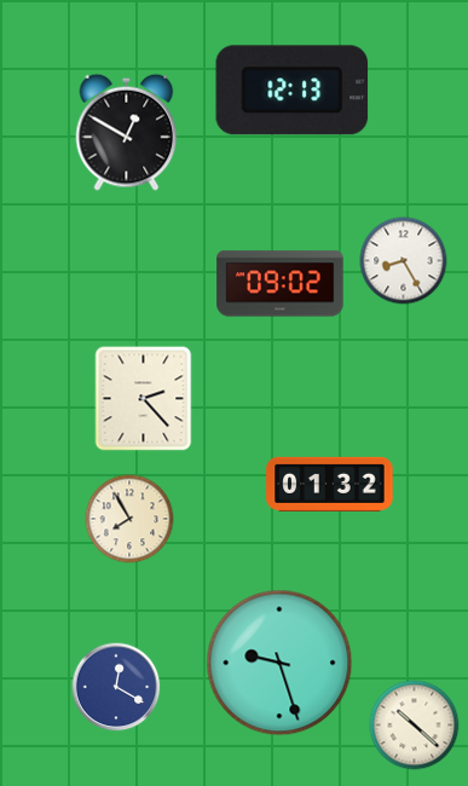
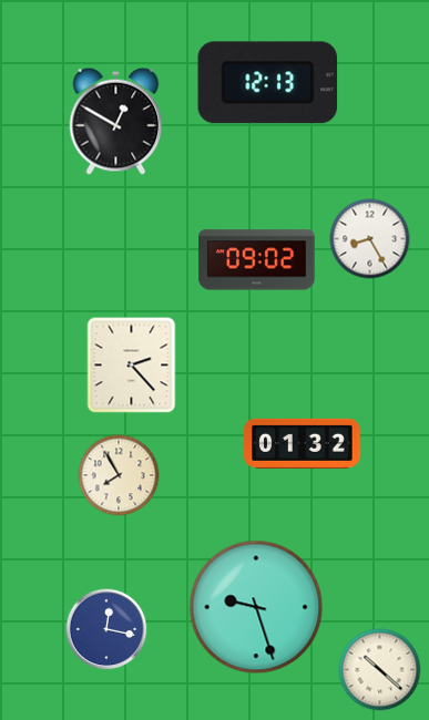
clock at (116, 687): 12:20 -> 12:17
clock at (415, 726) position: (415, 726) -> (380, 670)
